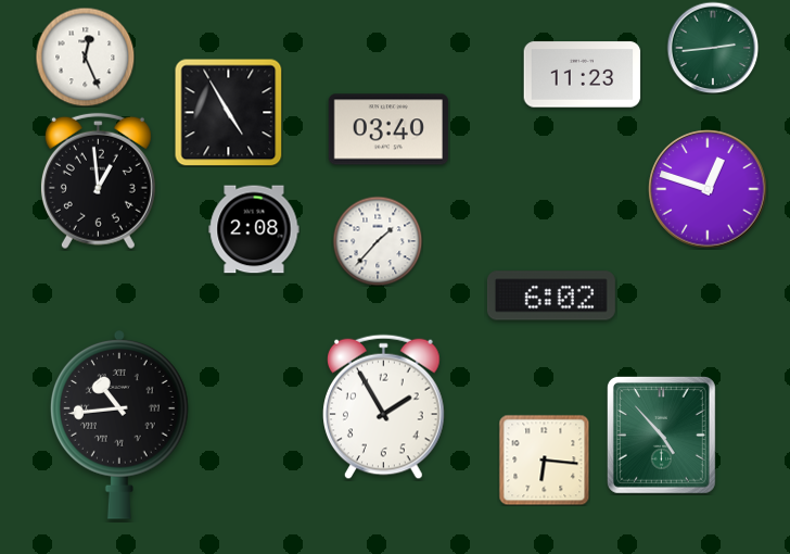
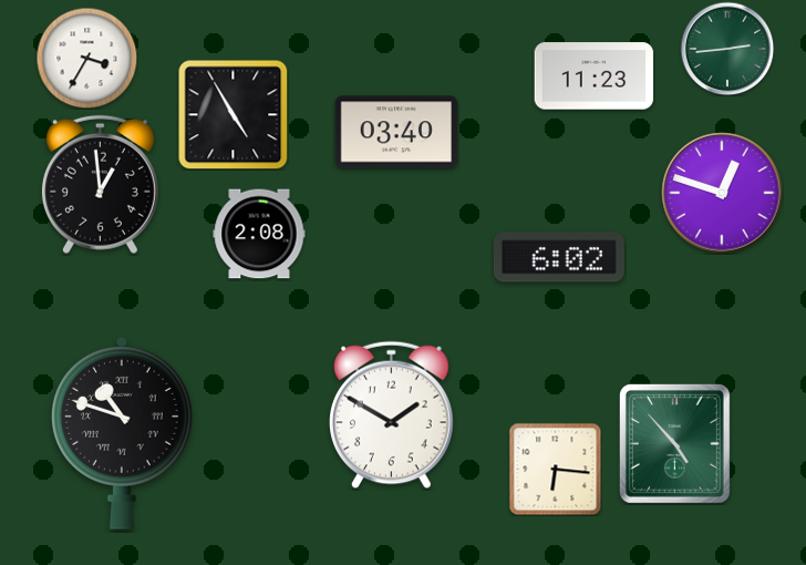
clock at (85, 56): 12:26 -> 3:35
clock at (378, 241): 1:37 -> none
clock at (551, 295) position: (551, 295) -> (559, 257)
clock at (384, 407): 1:55 -> 1:50
clock at (119, 426): 10:44 -> 10:48
